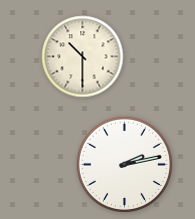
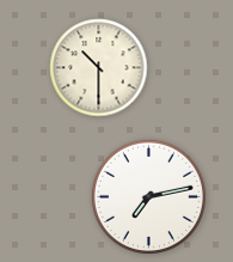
clock at (124, 164): 2:13 -> 7:13
